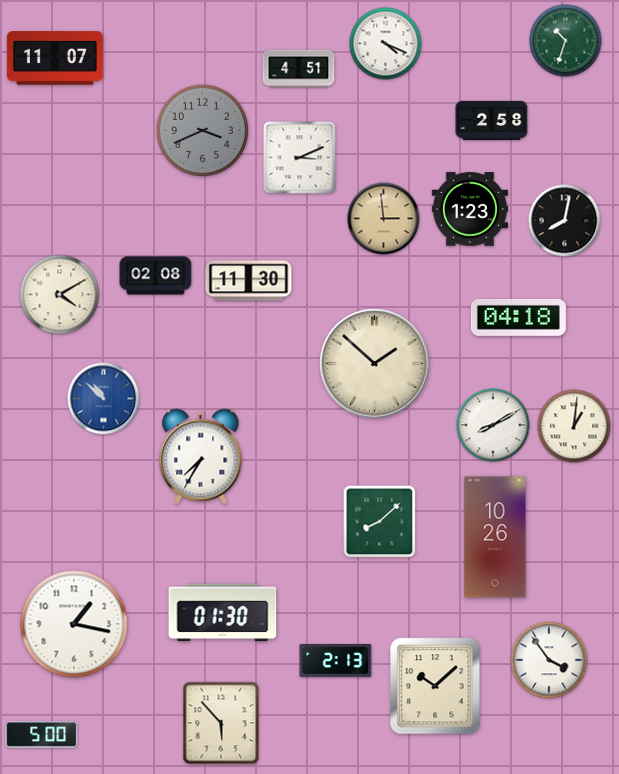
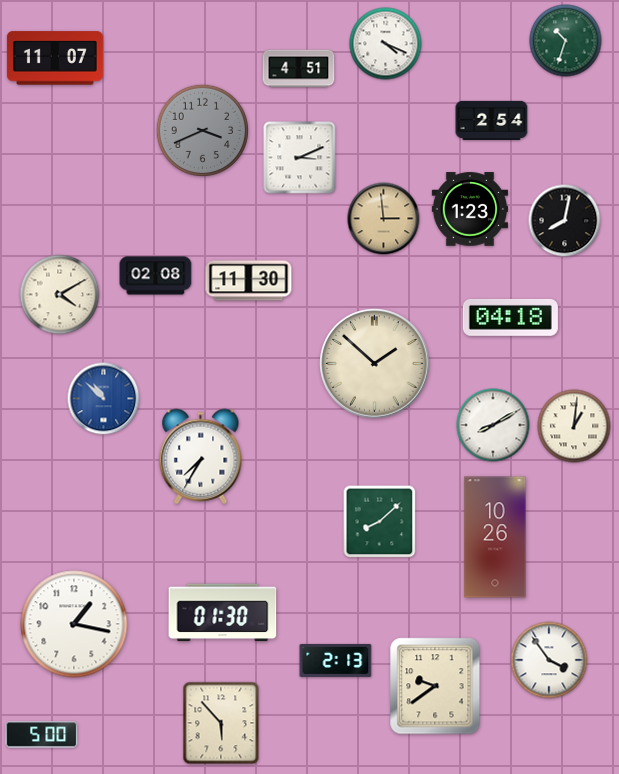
clock at (492, 120): 2:58 -> 2:54
clock at (518, 317) position: (518, 317) -> (510, 317)
clock at (435, 686): 10:08 -> 9:39
